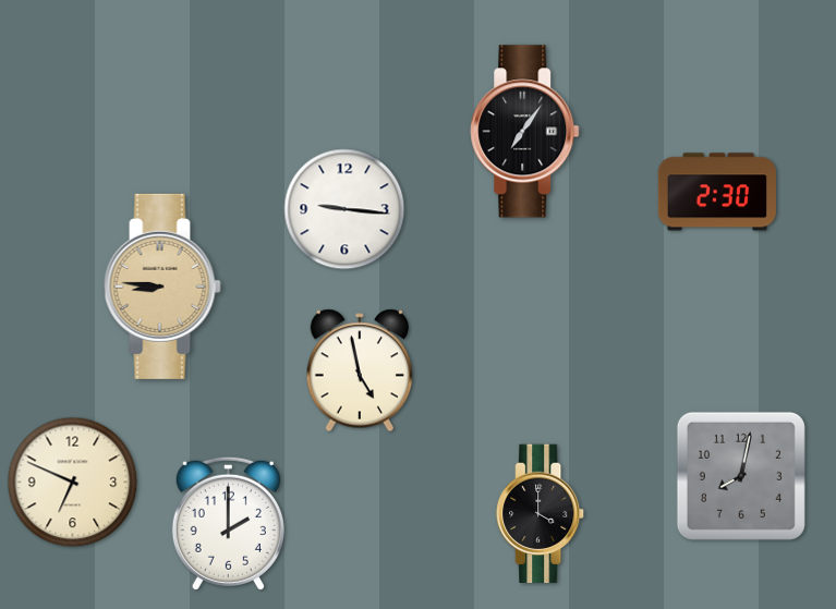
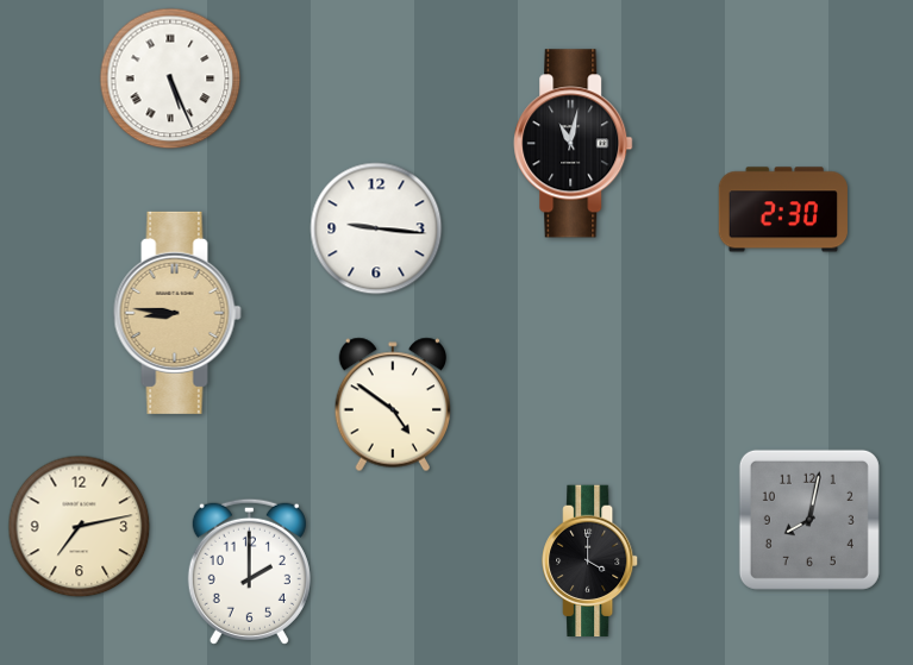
clock at (170, 79): none -> 5:26
clock at (525, 132): 7:06 -> 11:02
clock at (359, 370): 4:58 -> 4:51
clock at (73, 483): 6:49 -> 7:13
